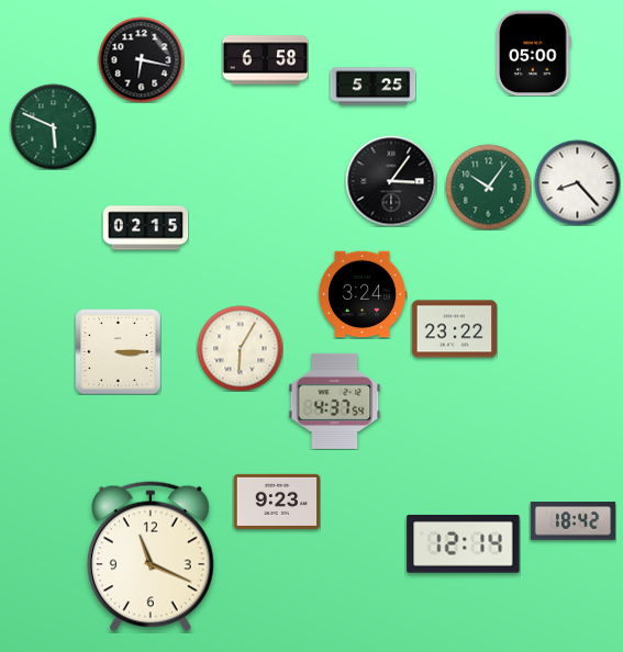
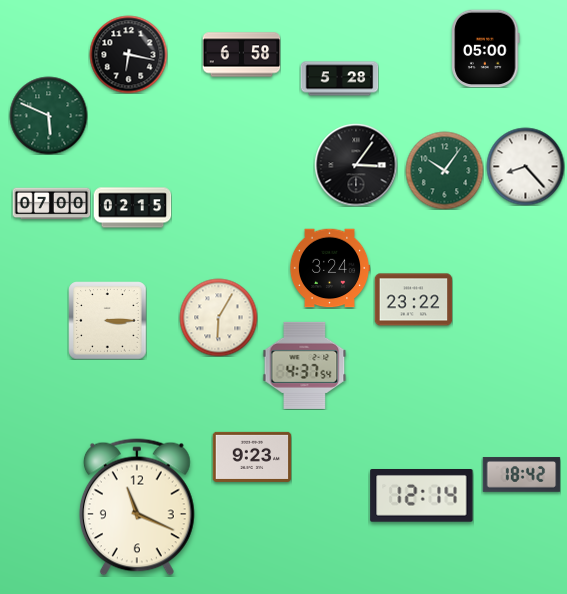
clock at (372, 87): 5:25 -> 5:28
clock at (51, 204): none -> 07:00
